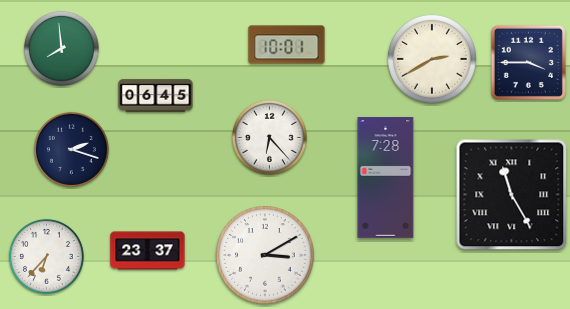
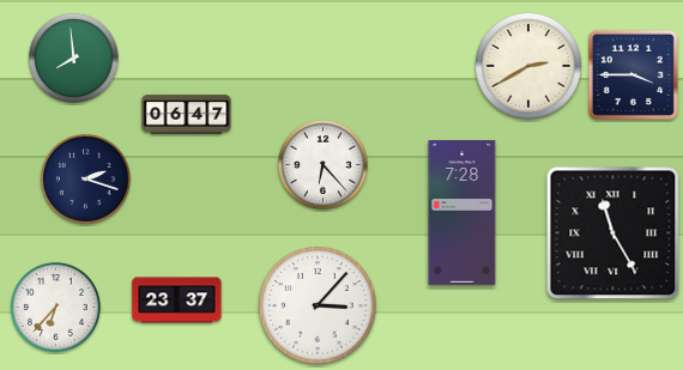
clock at (287, 45): 10:01 -> none
clock at (432, 59) position: (432, 59) -> (528, 66)
clock at (156, 96): 06:45 -> 06:47
clock at (265, 255): 3:10 -> 3:07
